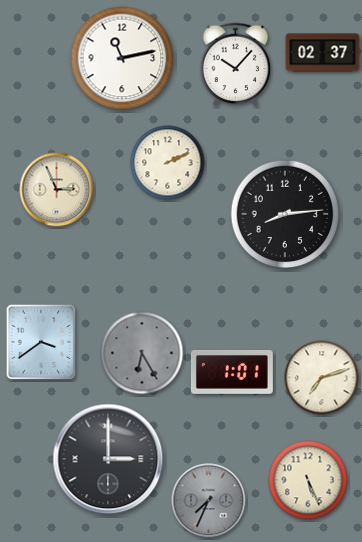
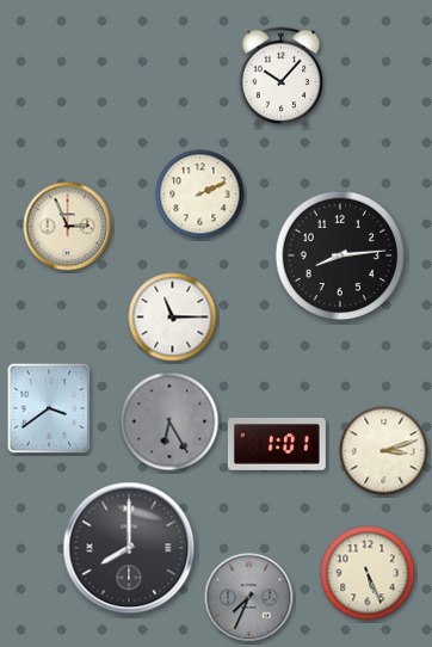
clock at (323, 53): 02:37 -> none
clock at (122, 58): 11:13 -> none
clock at (173, 318): none -> 11:15
clock at (322, 378): 7:12 -> 3:12
clock at (108, 459): 3:00 -> 8:00
